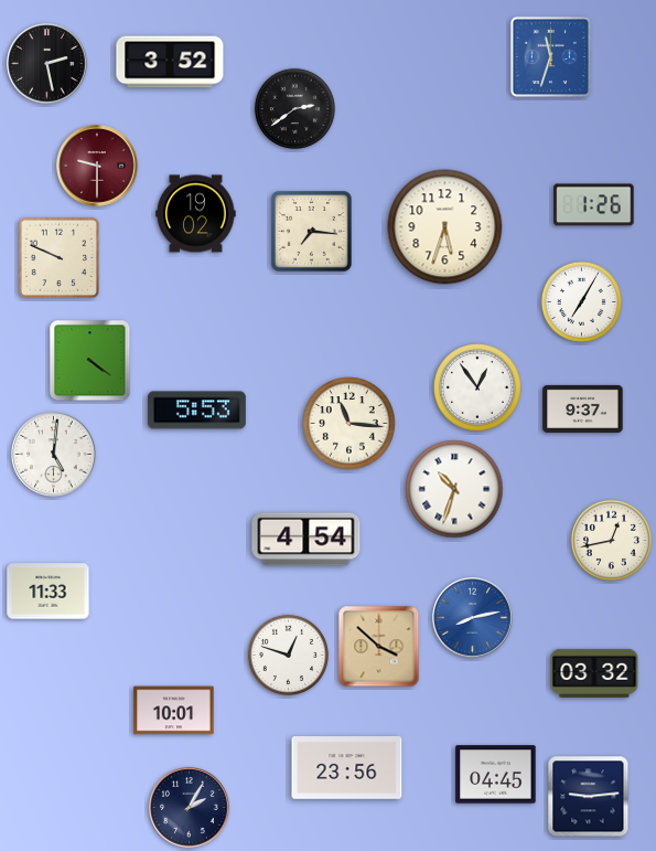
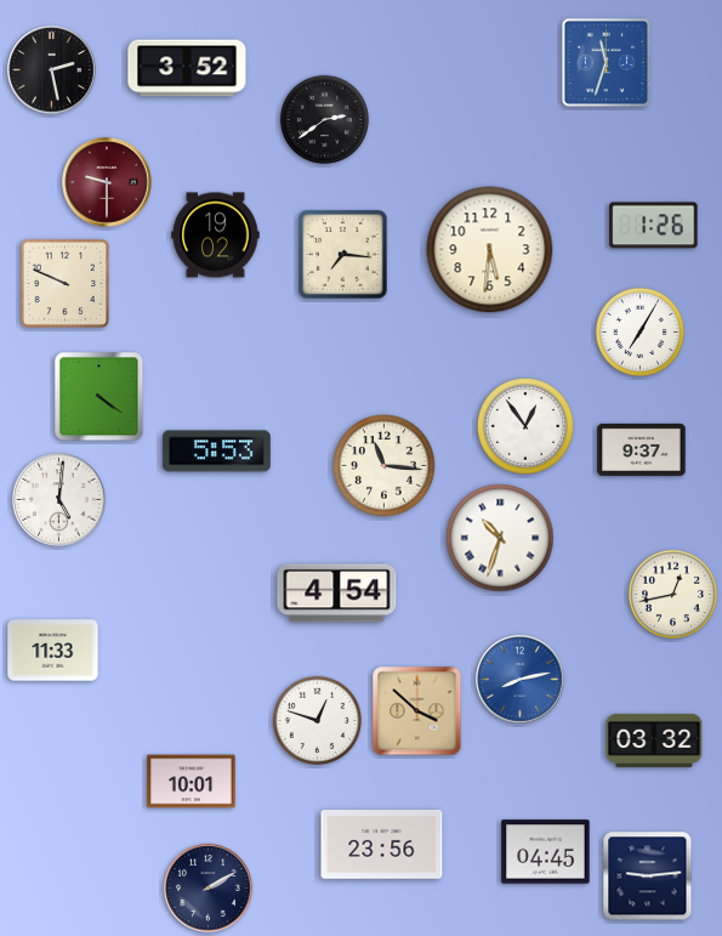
clock at (445, 227): 5:33 -> 5:31
clock at (190, 808): 2:05 -> 2:10
